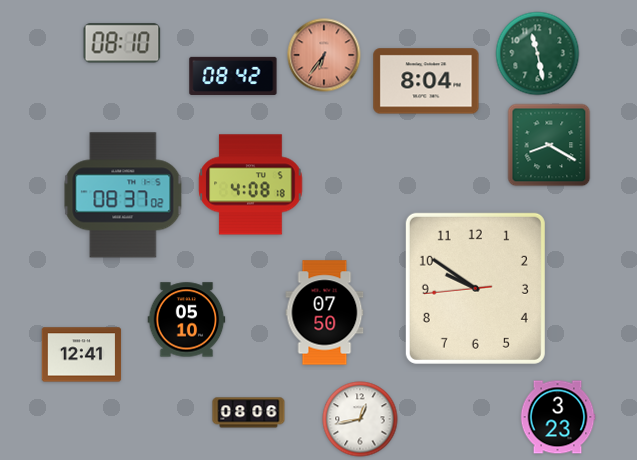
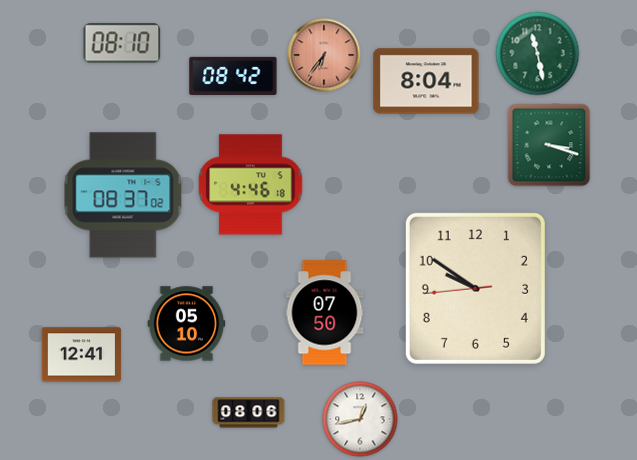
clock at (549, 145): 8:20 -> 3:18
clock at (251, 185): 4:08 -> 4:46
clock at (187, 320) position: (187, 320) -> (187, 324)
clock at (558, 417): 3:23 -> none
